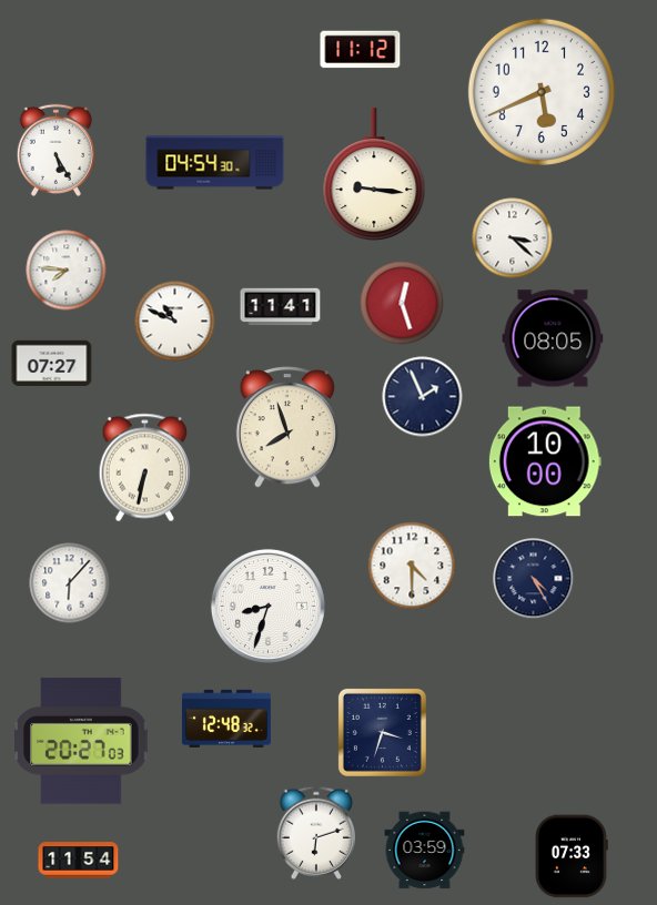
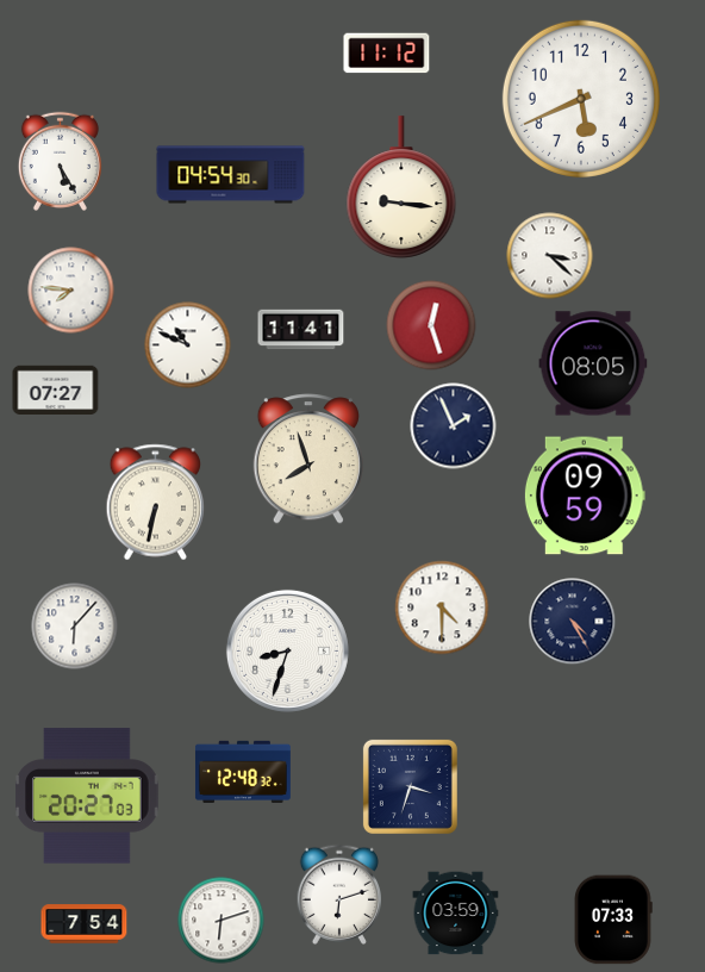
clock at (545, 461): 10:00 -> 09:59
clock at (222, 921): none -> 6:12
clock at (79, 861): 11:54 -> 7:54
